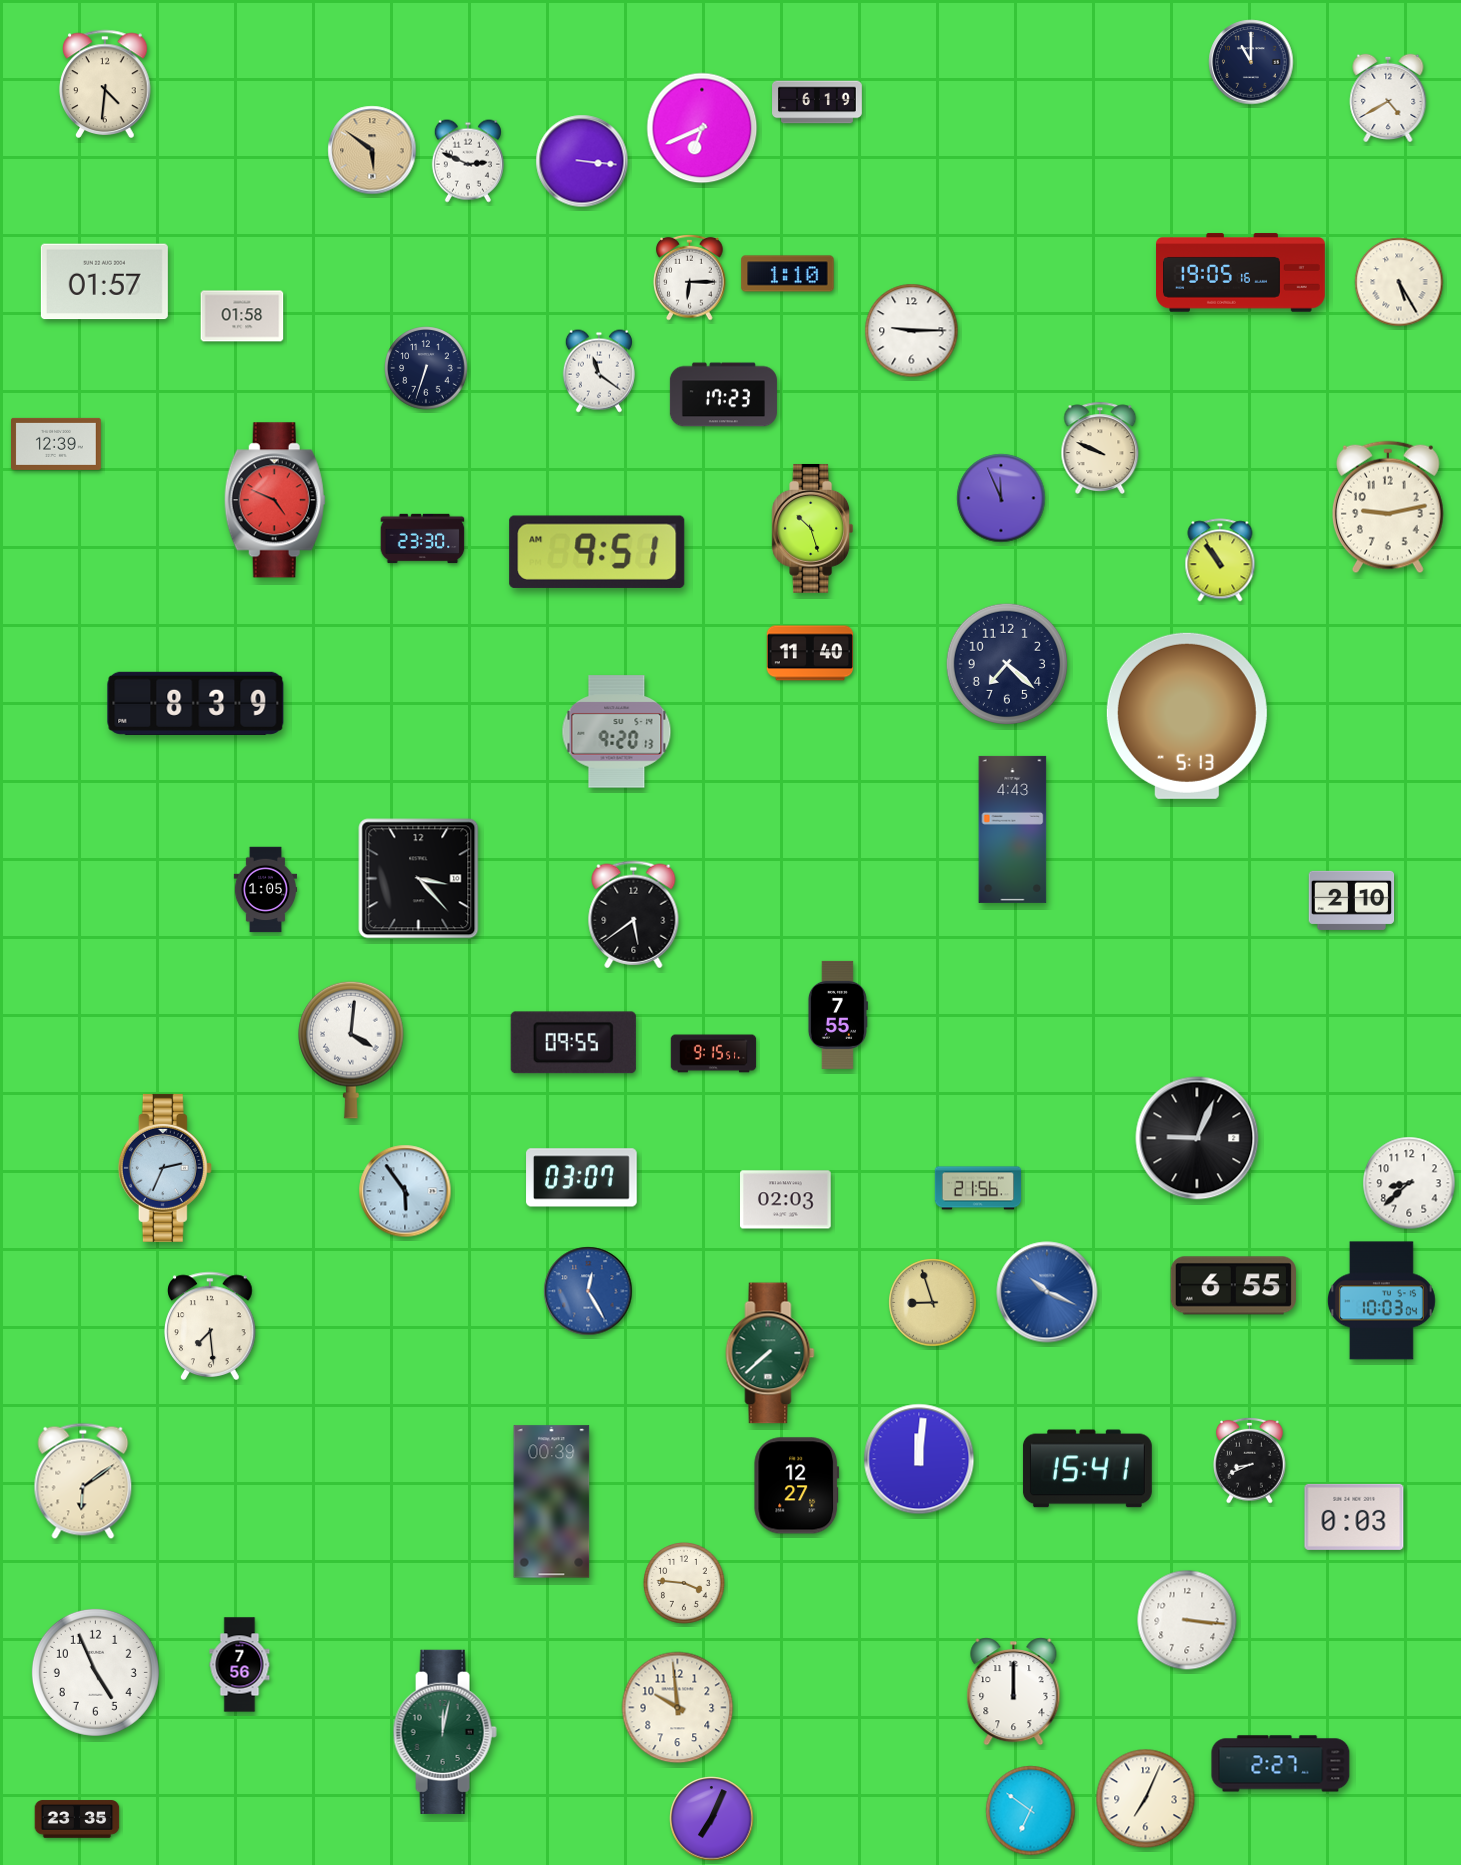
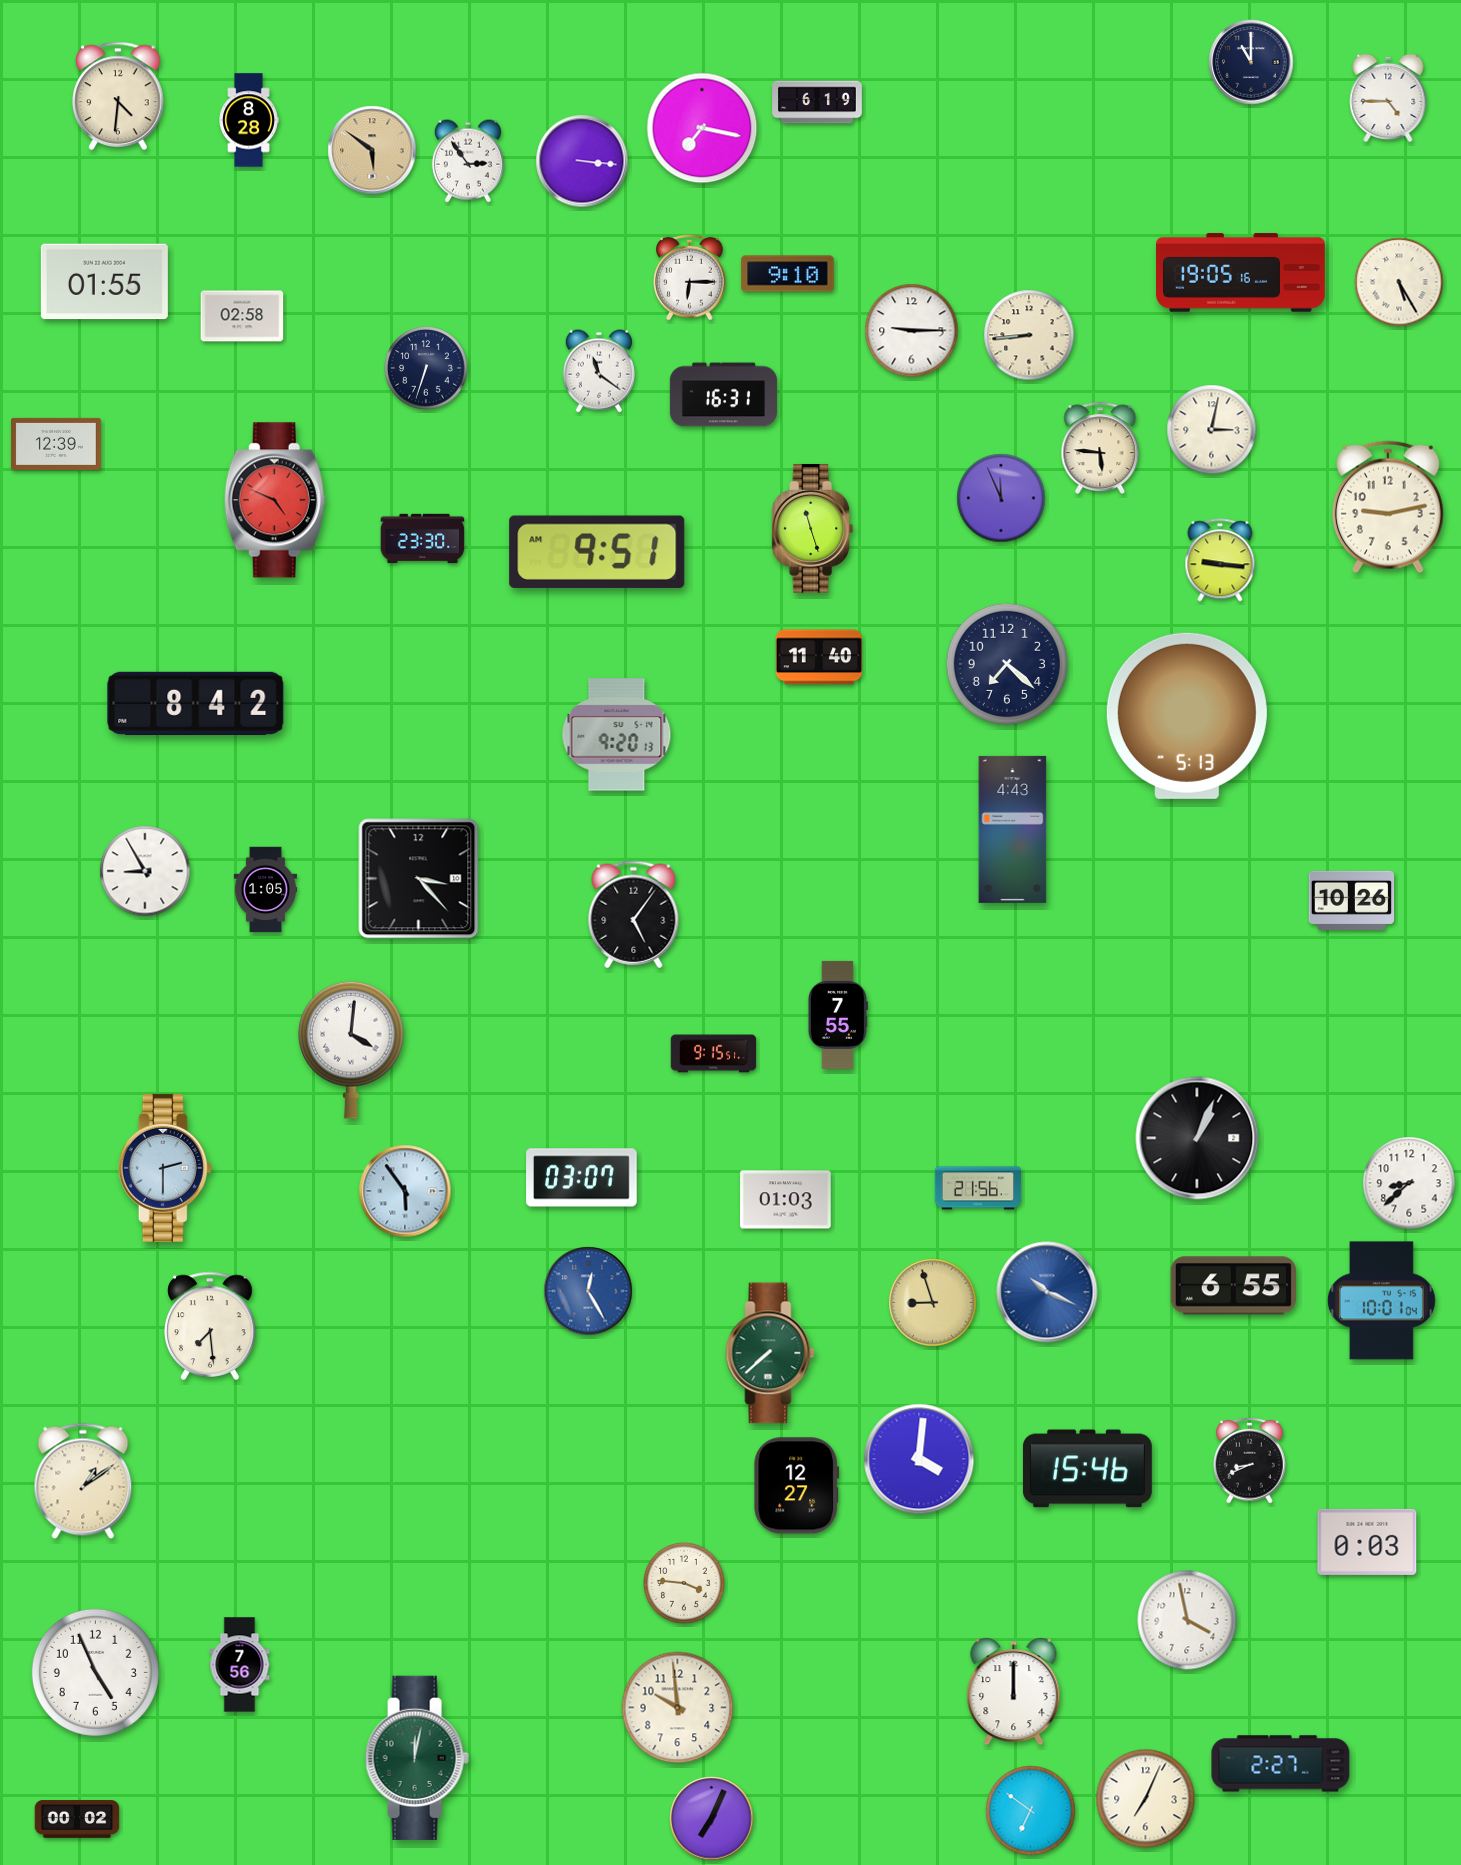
clock at (105, 84) position: (105, 84) -> (118, 96)
clock at (1388, 97): 4:40 -> 4:45
clock at (249, 120): none -> 8:28
clock at (702, 128): 6:41 -> 7:17
clock at (468, 161): 2:49 -> 2:54
clock at (788, 274): 1:10 -> 9:10
clock at (104, 282): 01:57 -> 01:55
clock at (242, 316): 01:58 -> 02:58
clock at (1029, 335): none -> 8:44
clock at (723, 395): 17:23 -> 16:31
clock at (1212, 430): none -> 3:02
clock at (1100, 447): 9:49 -> 5:46
clock at (813, 528): 10:27 -> 11:27
clock at (1220, 560): 10:54 -> 9:16
clock at (809, 653) position: (809, 653) -> (818, 657)
clock at (196, 703): 8:39 -> 8:42
clock at (617, 732) position: (617, 732) -> (617, 735)
clock at (145, 871): none -> 8:55
clock at (1352, 900): 2:10 -> 10:26
clock at (634, 915): 5:39 -> 5:06
clock at (573, 1043): 09:55 -> none
clock at (1197, 1138): 9:04 -> 1:04
clock at (165, 1168): 2:34 -> 2:30
clock at (786, 1200): 02:03 -> 01:03
clock at (1381, 1301): 10:03 -> 10:01
clock at (919, 1459): 12:01 -> 4:01
clock at (1087, 1469): 15:41 -> 15:46
clock at (83, 1481): 6:09 -> 1:09
clock at (552, 1502): 00:39 -> none
clock at (1354, 1517) position: (1354, 1517) -> (1367, 1542)
clock at (1187, 1620): 3:16 -> 3:58
clock at (445, 1732) position: (445, 1732) -> (417, 1758)
clock at (77, 1819): 23:35 -> 00:02
